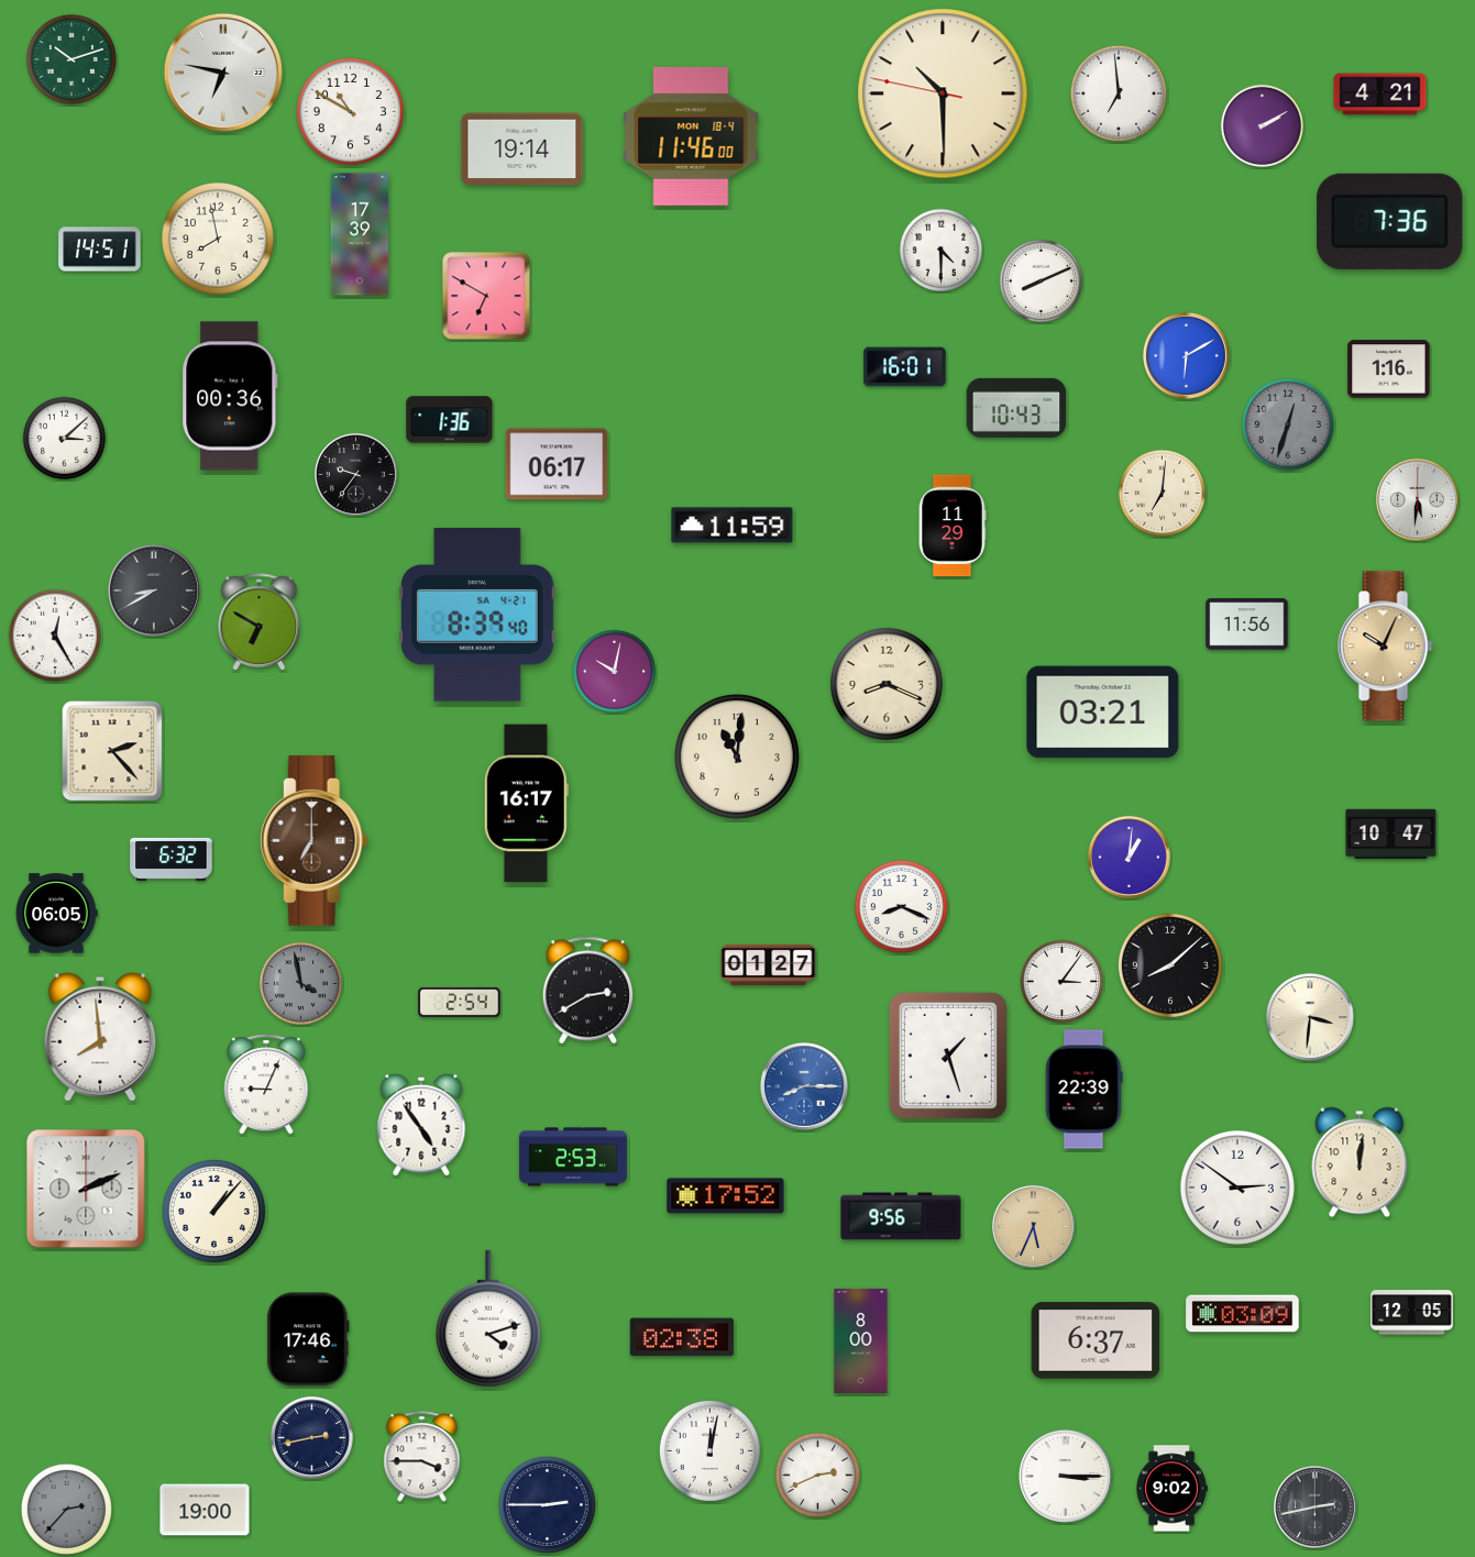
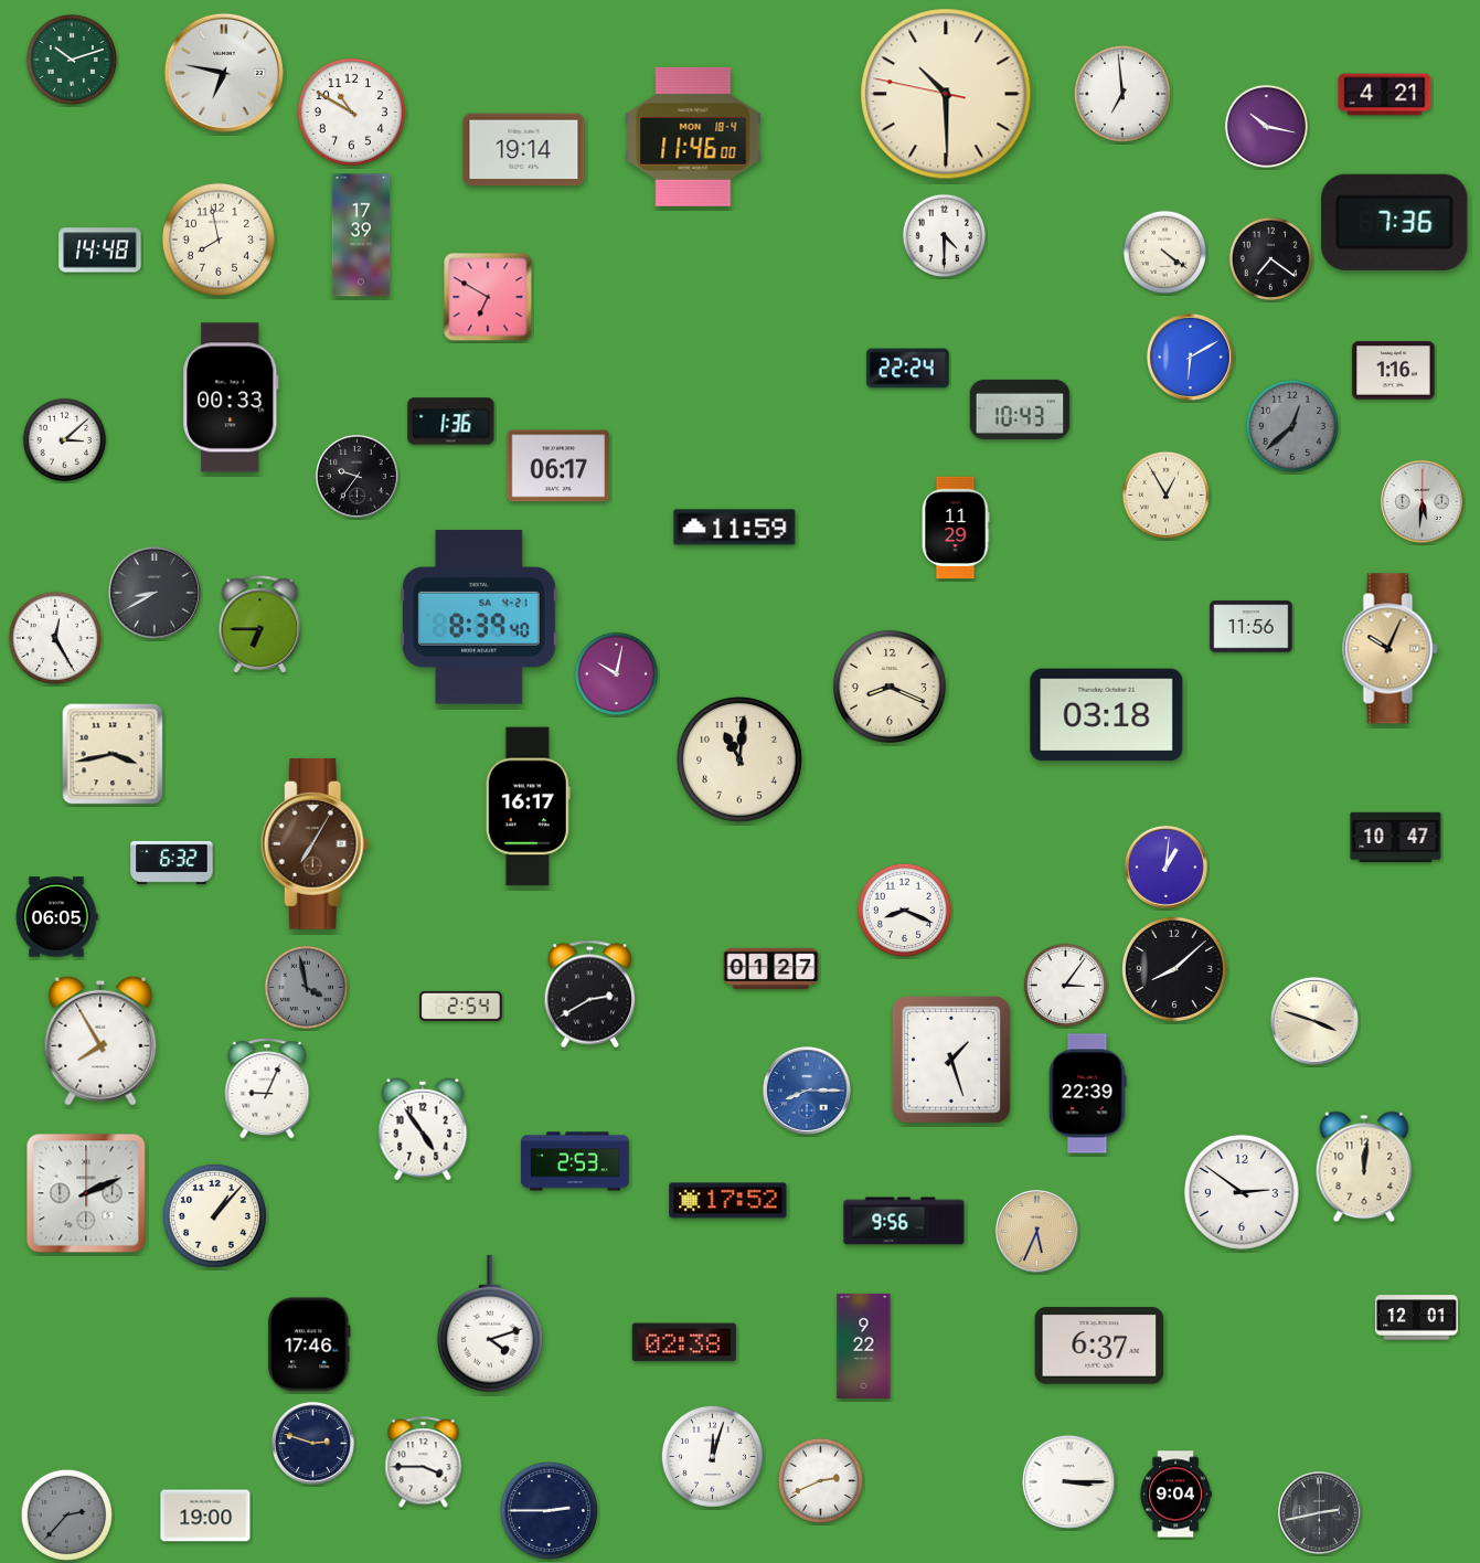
clock at (1263, 126): 2:10 -> 10:17
clock at (100, 250): 14:51 -> 14:48
clock at (942, 251) position: (942, 251) -> (945, 236)
clock at (1165, 253): none -> 4:21
clock at (1271, 259): none -> 7:21
clock at (1042, 281): 8:11 -> none
clock at (905, 367): 16:01 -> 22:24
clock at (230, 396): 00:36 -> 00:33
clock at (1288, 424): 12:33 -> 12:38
clock at (1162, 493): 7:01 -> 12:55
clock at (260, 622): 6:50 -> 6:45
clock at (1103, 713): 03:21 -> 03:18
clock at (112, 751): 2:23 -> 3:43
clock at (313, 840): 7:00 -> 7:05
clock at (1129, 857) position: (1129, 857) -> (1165, 866)
clock at (301, 984) position: (301, 984) -> (307, 988)
clock at (1310, 1017): 3:31 -> 3:48
clock at (100, 1037): 7:59 -> 7:55
clock at (1412, 1313): 12:05 -> 12:01
clock at (1243, 1314): 03:09 -> none
clock at (861, 1340): 8:00 -> 9:22
clock at (311, 1437): 2:43 -> 2:48
clock at (709, 1450): 12:02 -> 12:03
clock at (1171, 1489): 9:02 -> 9:04
